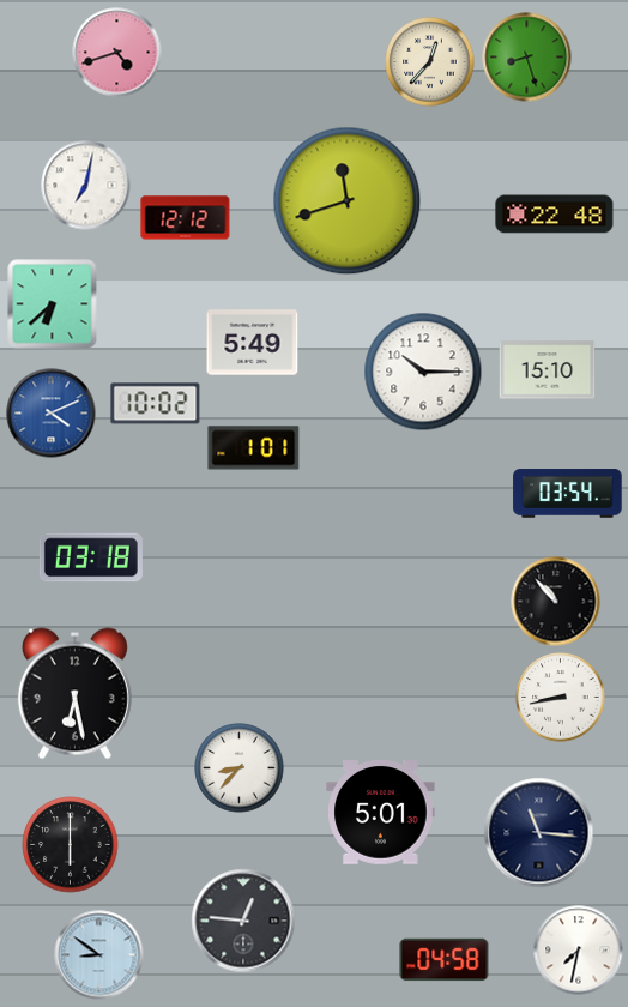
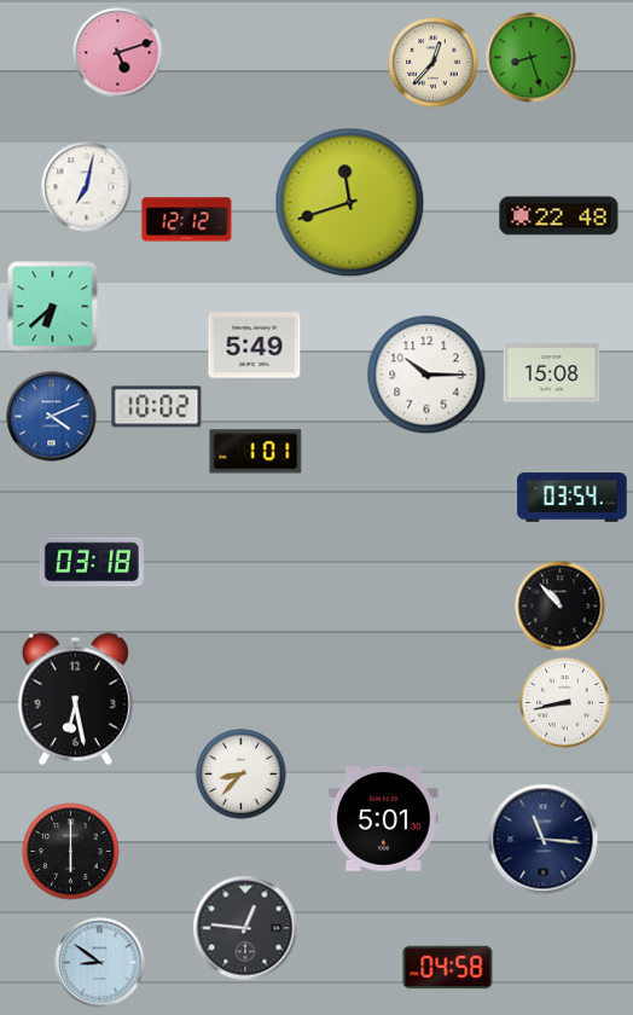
clock at (117, 53): 4:42 -> 5:12
clock at (548, 370): 15:10 -> 15:08
clock at (579, 951): 7:32 -> none
